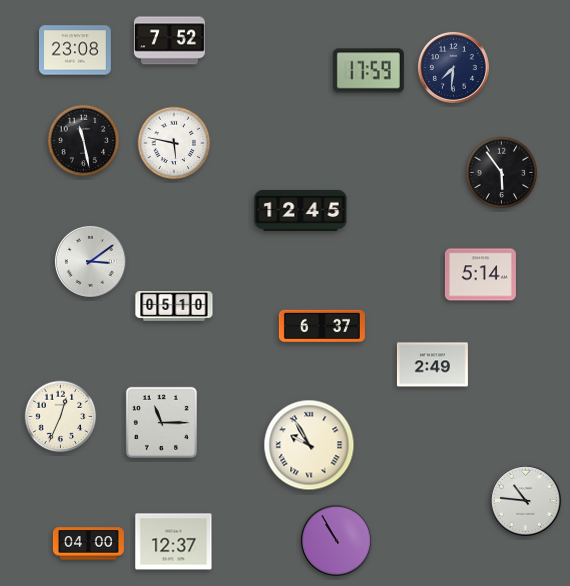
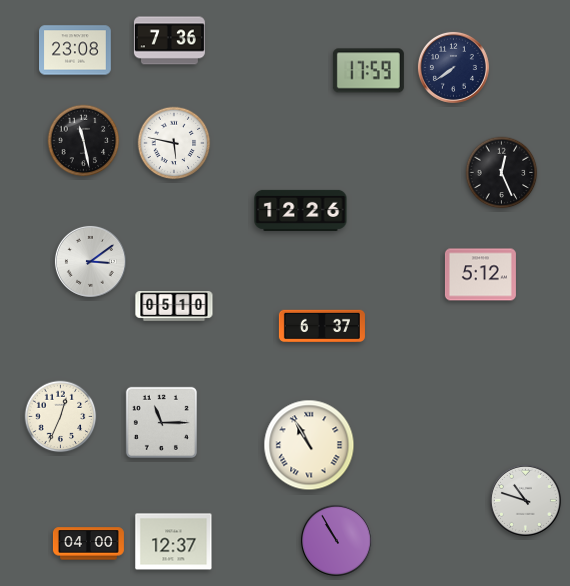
clock at (169, 41): 7:52 -> 7:36
clock at (453, 67): 7:31 -> 7:39
clock at (502, 173): 5:54 -> 12:26
clock at (301, 210): 12:45 -> 12:26
clock at (480, 275): 5:14 -> 5:12
clock at (432, 365): 2:49 -> none
clock at (309, 445): 9:55 -> 10:55
clock at (525, 500): 10:46 -> 10:48
